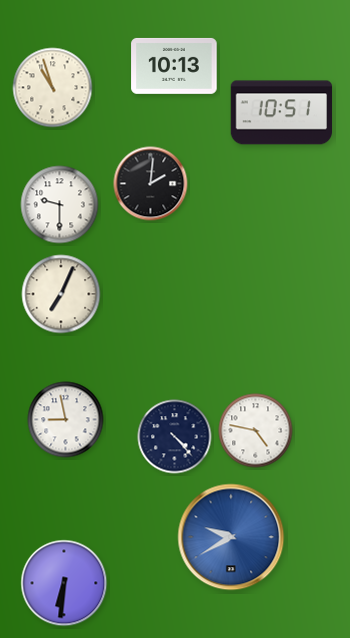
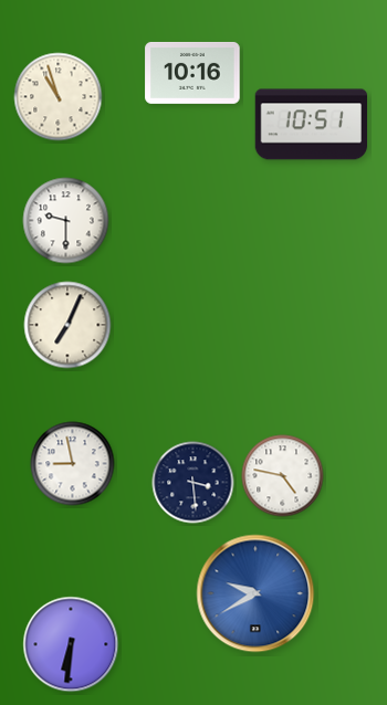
clock at (174, 66): 10:13 -> 10:16
clock at (151, 184): 2:01 -> none
clock at (60, 205) position: (60, 205) -> (66, 221)
clock at (175, 437): 4:23 -> 3:29
